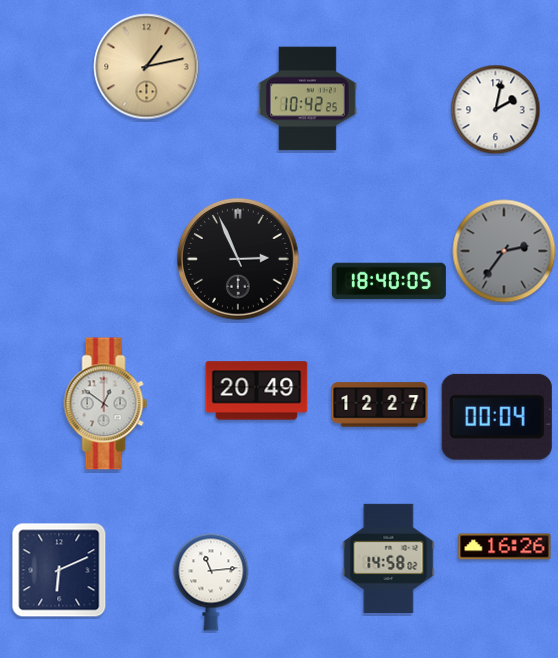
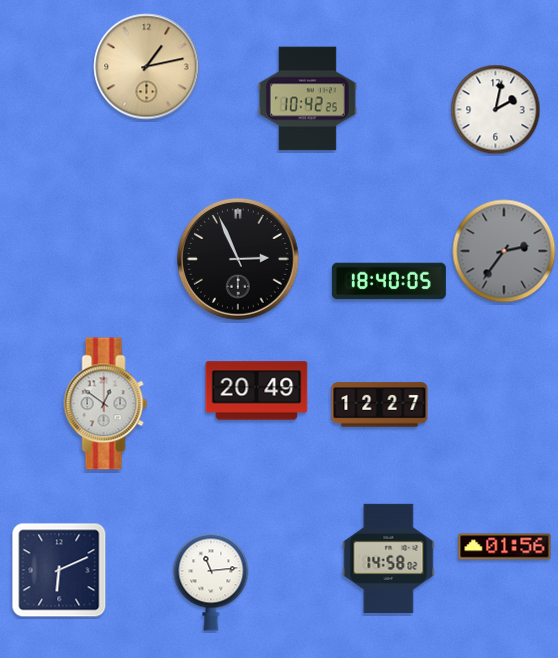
clock at (497, 417): 00:04 -> none
clock at (505, 547): 16:26 -> 01:56
